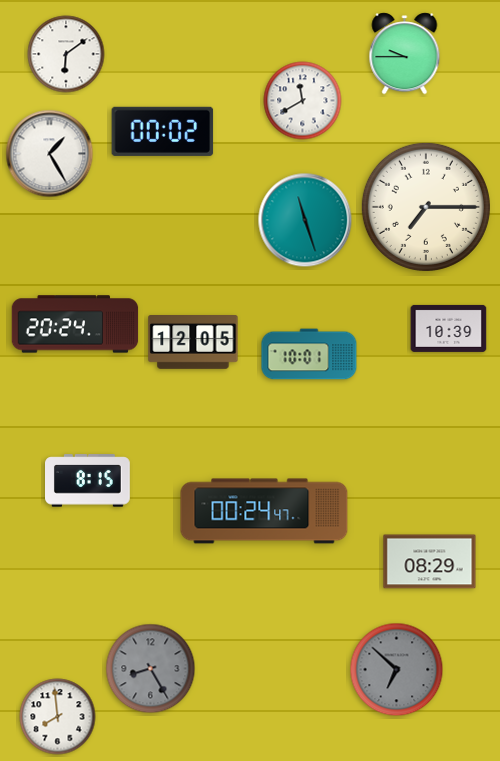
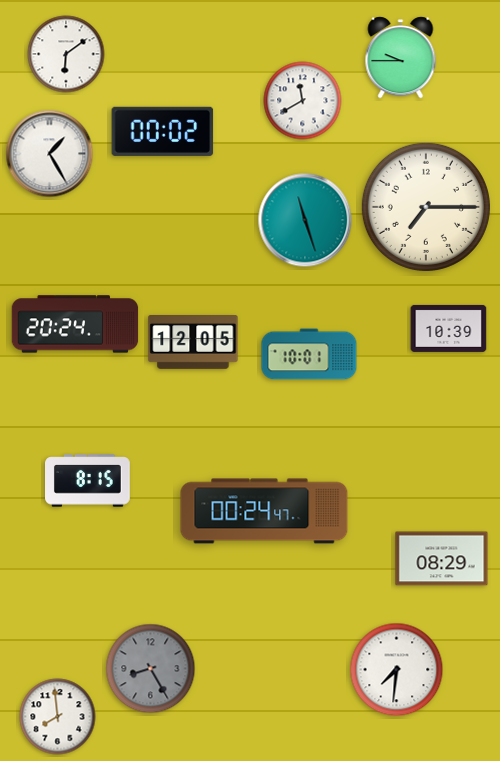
clock at (405, 54) position: (405, 54) -> (401, 58)
clock at (430, 562) position: (430, 562) -> (442, 559)
clock at (397, 670): 6:52 -> 7:31
clock at (397, 670) dial: grey -> white
